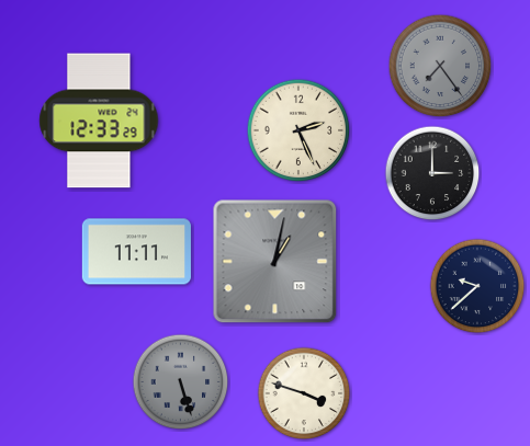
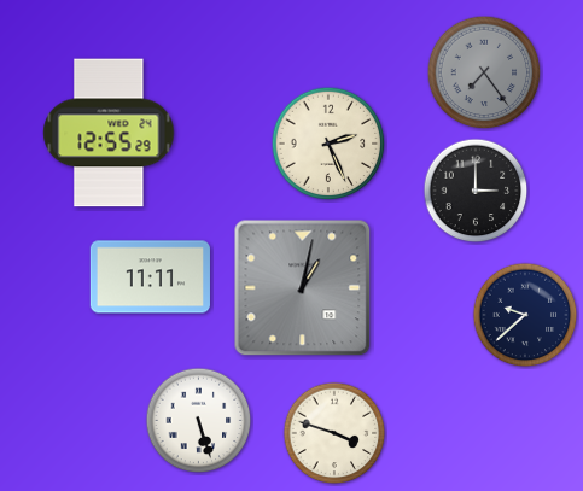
clock at (99, 121): 12:33 -> 12:55
clock at (181, 382) dial: grey -> white
